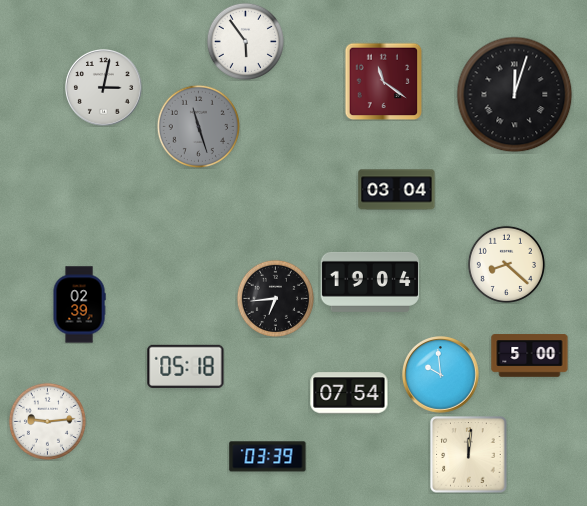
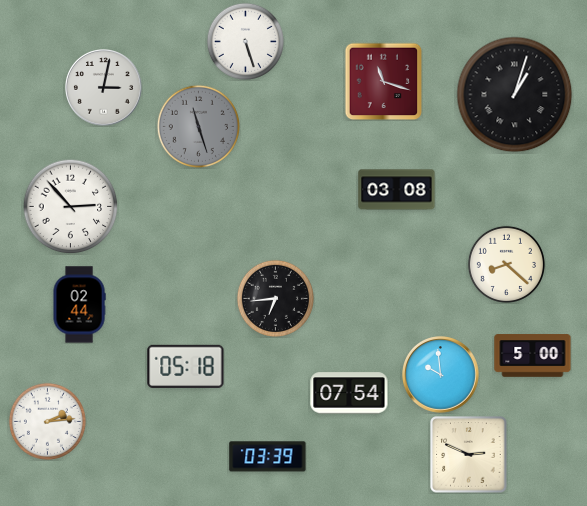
clock at (245, 41): 5:54 -> 5:27
clock at (383, 81): 11:21 -> 11:18
clock at (515, 95): 12:03 -> 1:03
clock at (397, 190): 03:04 -> 03:08
clock at (70, 206): none -> 2:53
clock at (370, 282): 19:04 -> none
clock at (79, 305): 02:39 -> 02:44
clock at (530, 356) position: (530, 356) -> (533, 356)
clock at (47, 421): 9:14 -> 2:14
clock at (469, 455): 12:01 -> 2:49
